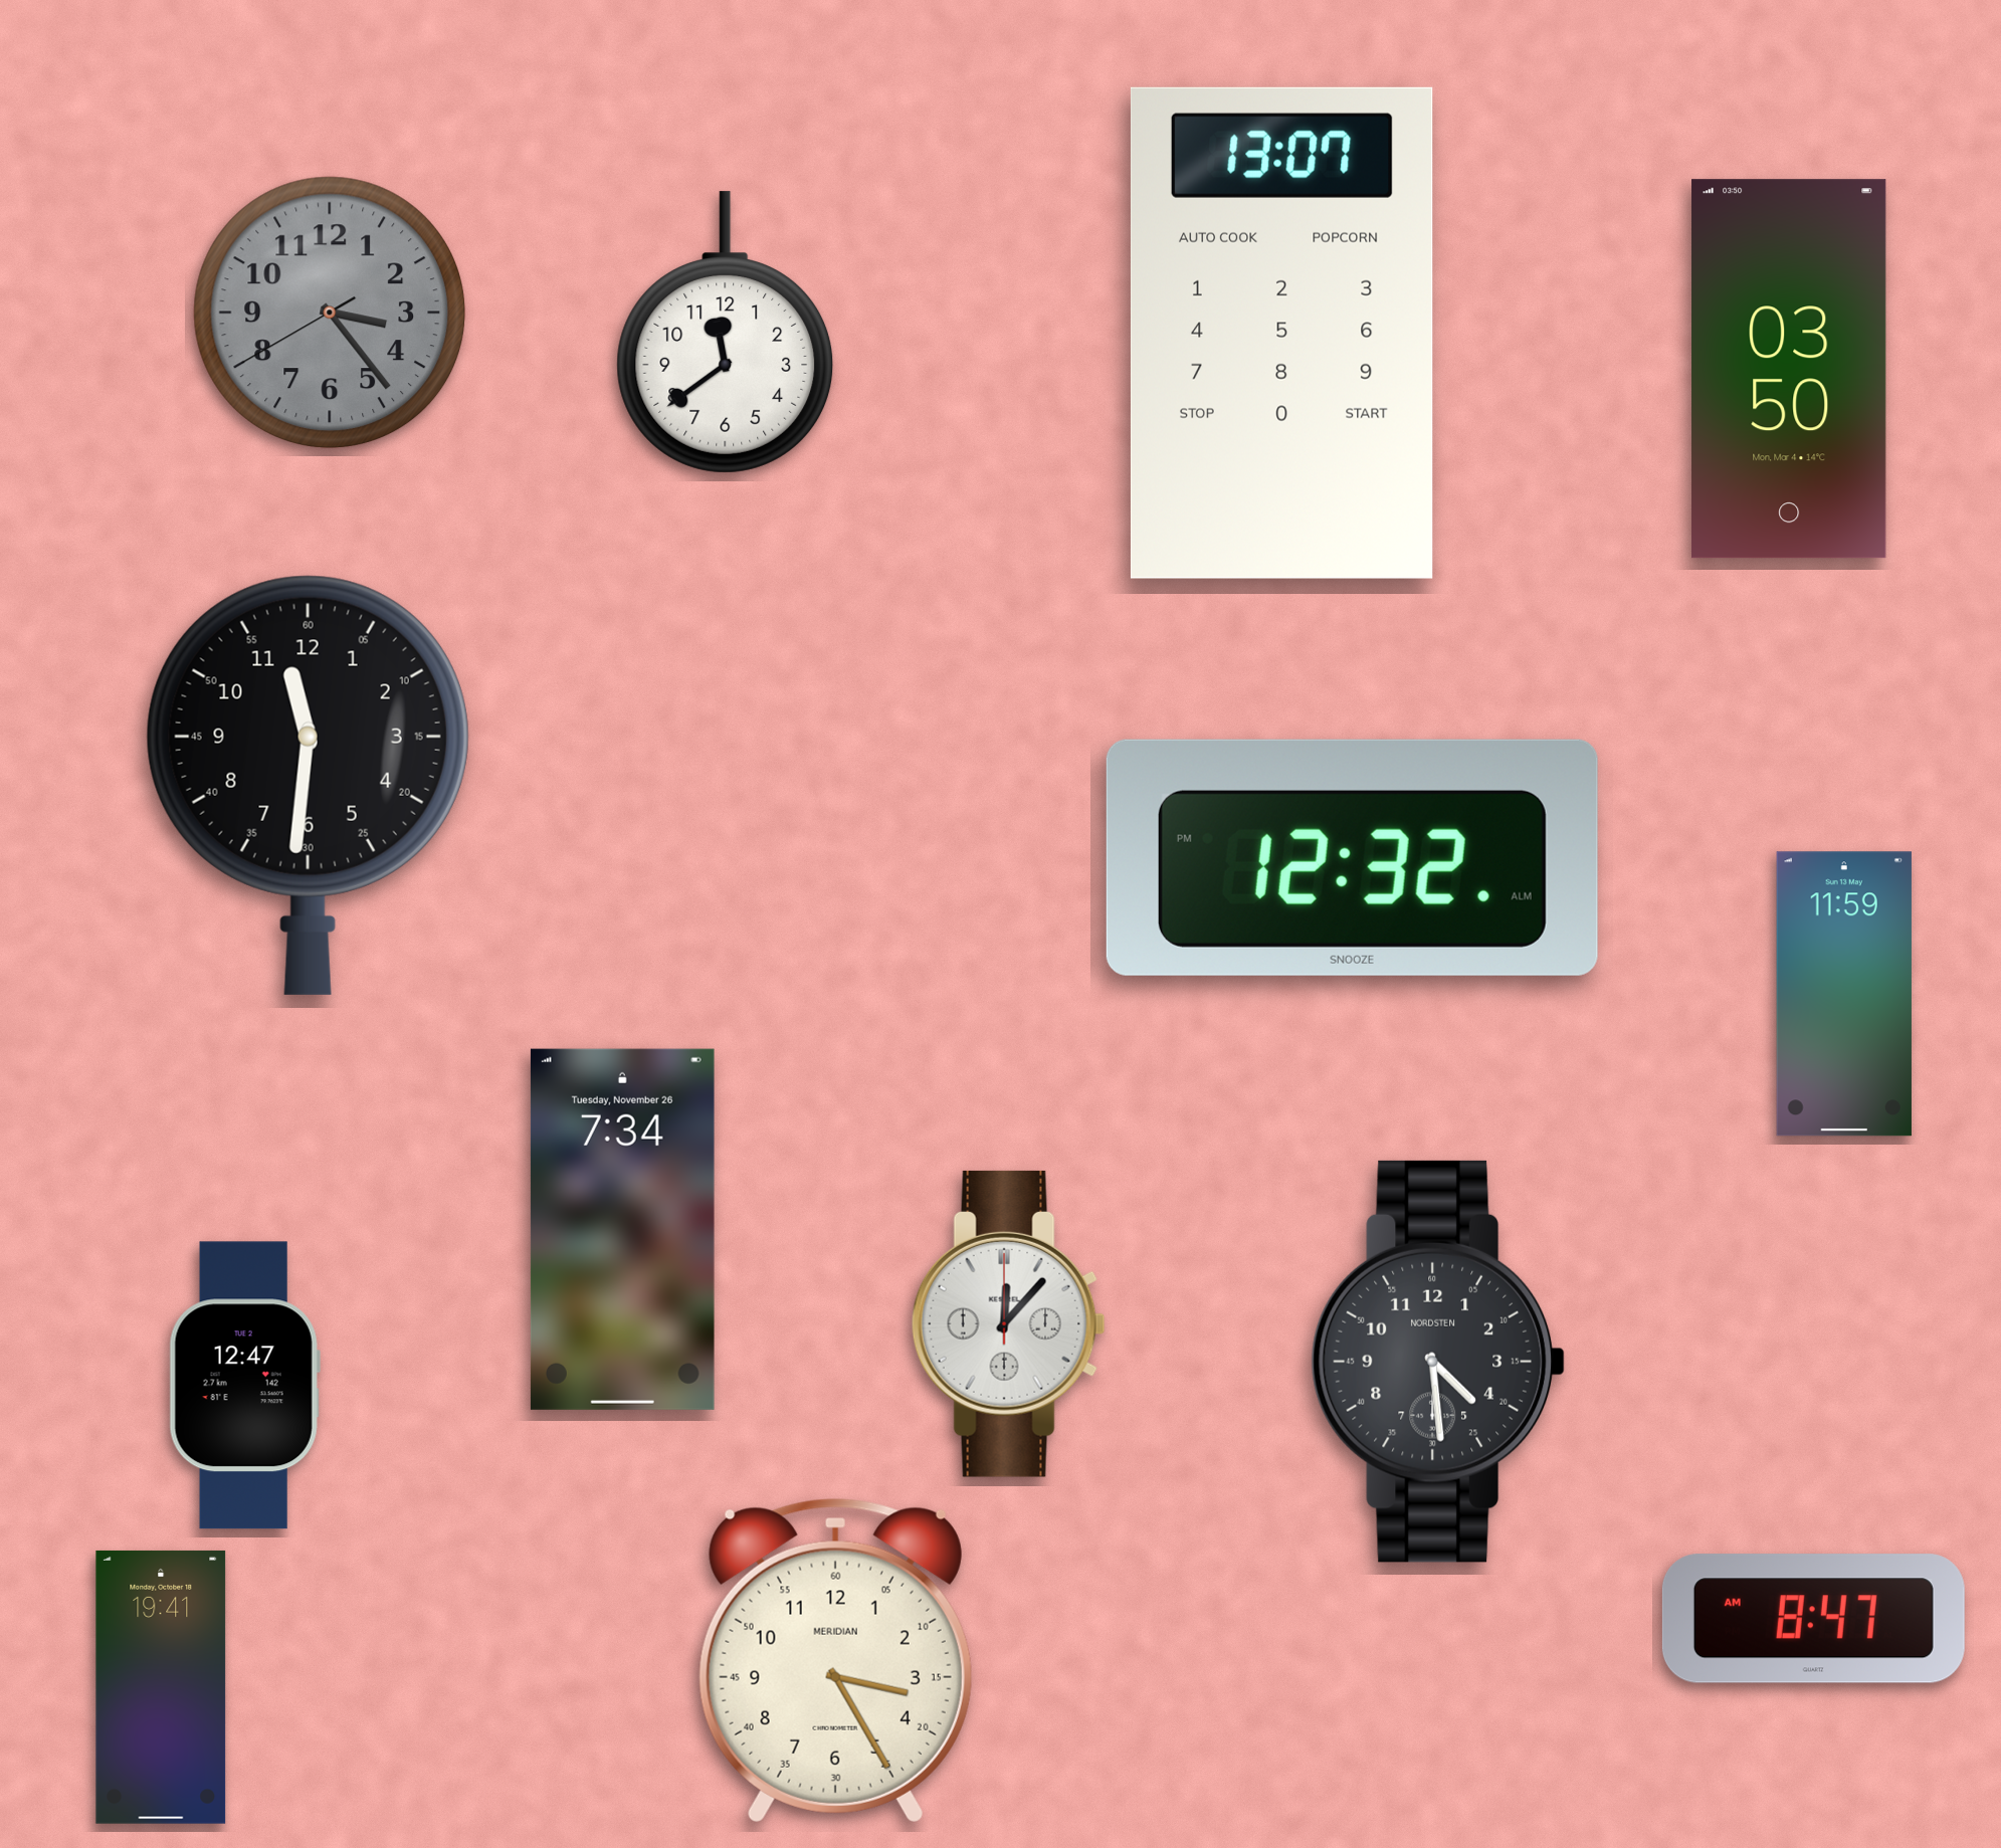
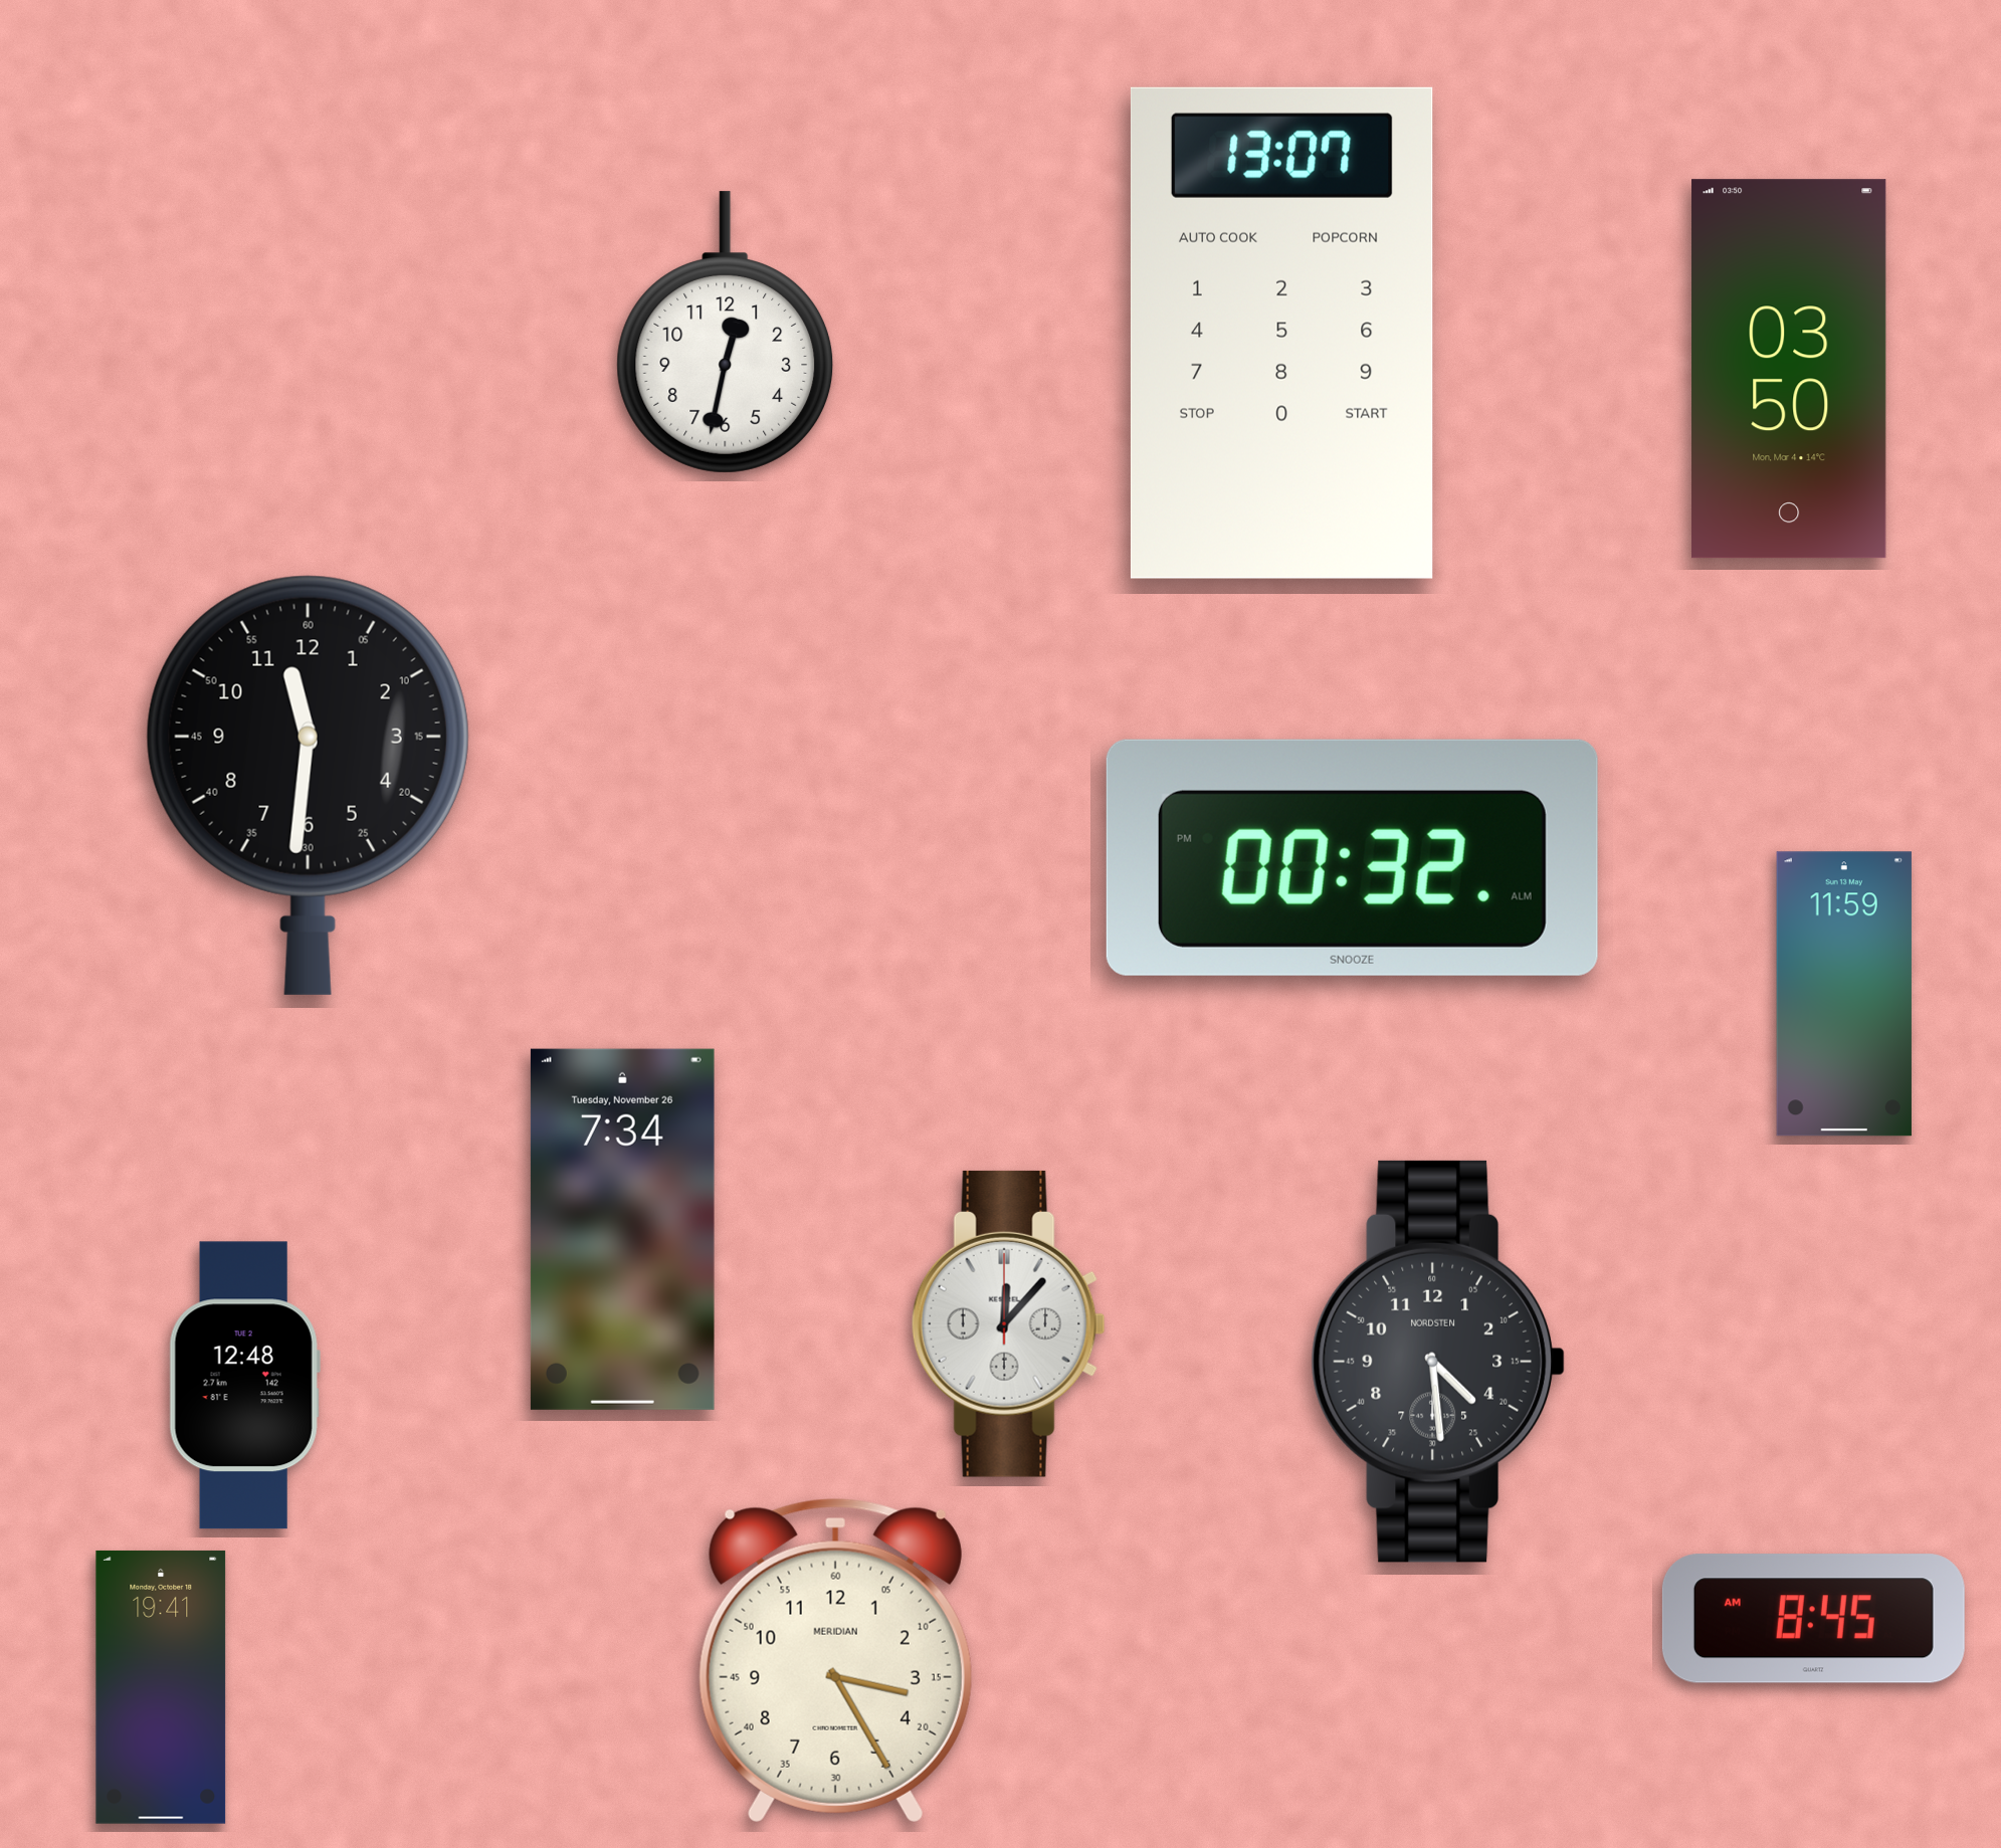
clock at (330, 313): 3:23 -> none
clock at (726, 333): 11:39 -> 12:32
clock at (1352, 857): 12:32 -> 00:32
clock at (244, 1386): 12:47 -> 12:48
clock at (1813, 1619): 8:47 -> 8:45
